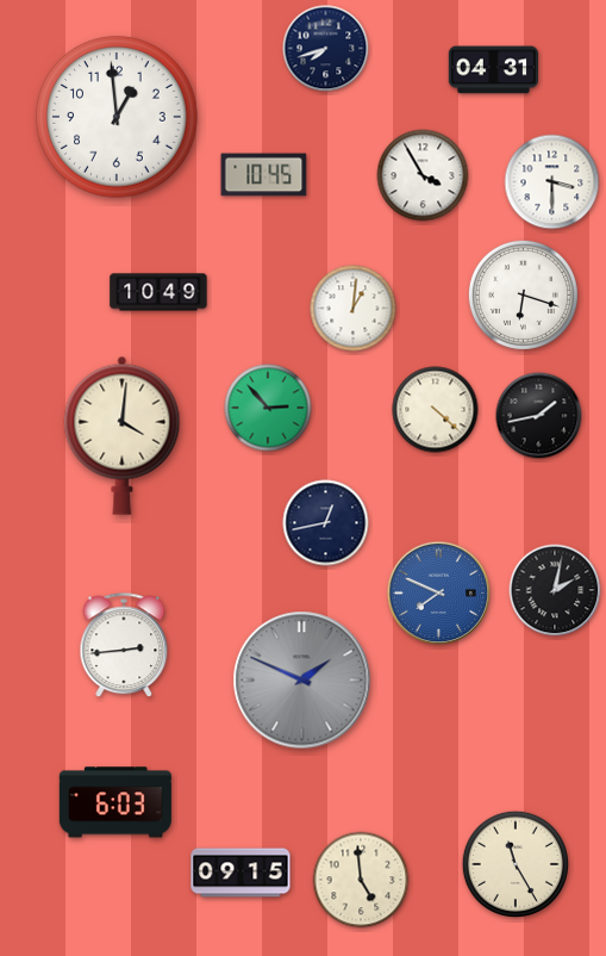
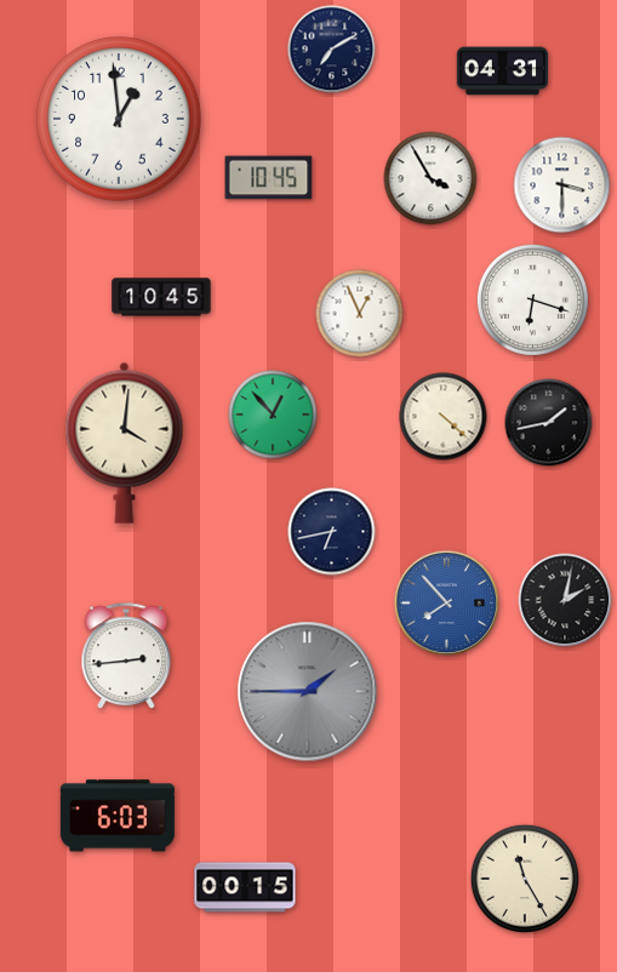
clock at (326, 49): 7:42 -> 7:10
clock at (158, 292): 10:49 -> 10:45
clock at (354, 309): 1:01 -> 12:56
clock at (268, 408): 2:53 -> 12:53
clock at (326, 523): 12:43 -> 6:43
clock at (439, 594): 7:49 -> 7:53
clock at (302, 681): 1:49 -> 1:45
clock at (240, 873): 09:15 -> 00:15
clock at (361, 880): 4:59 -> none
